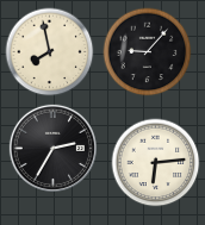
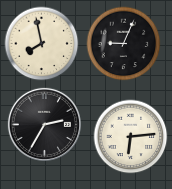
clock at (148, 52): 9:07 -> 9:04
